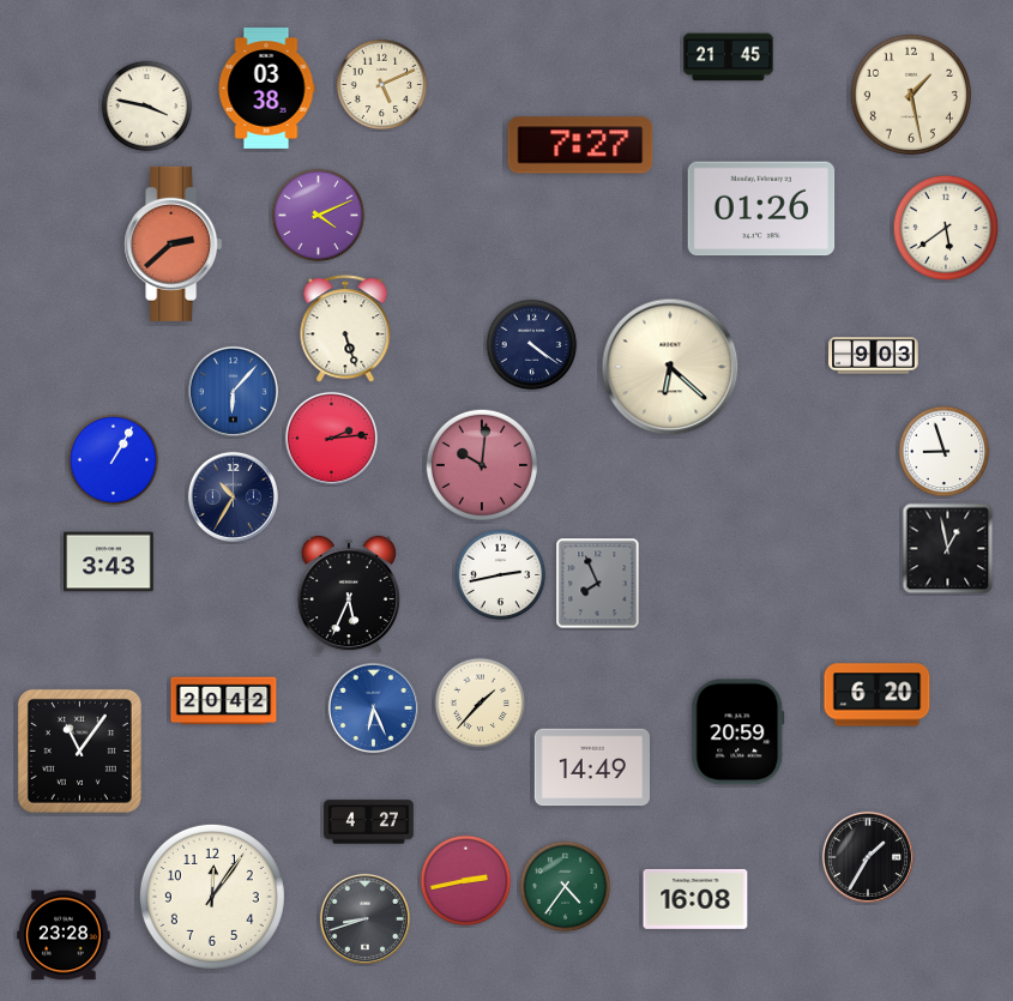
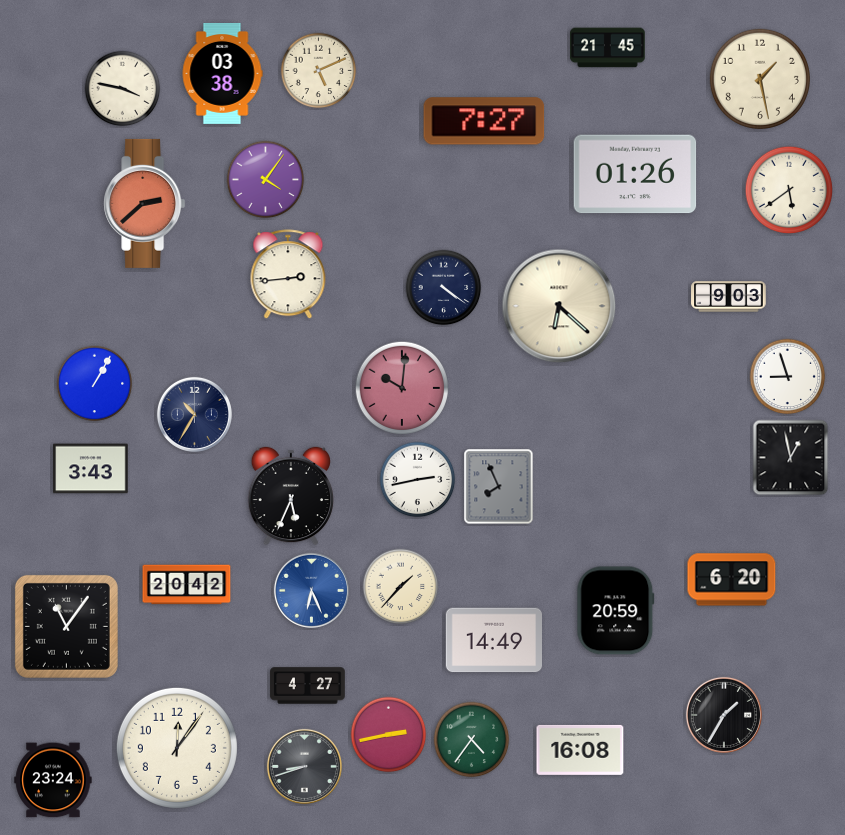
clock at (319, 216): 4:11 -> 4:06
clock at (345, 330): 5:27 -> 2:44
clock at (233, 391): 6:07 -> none
clock at (331, 438): 2:14 -> none
clock at (64, 935): 23:28 -> 23:24
